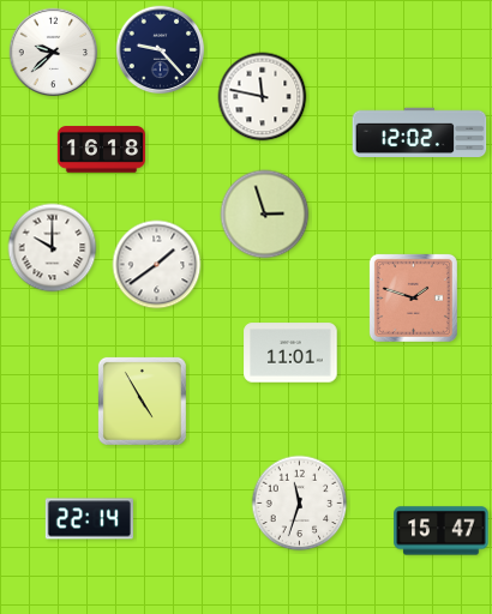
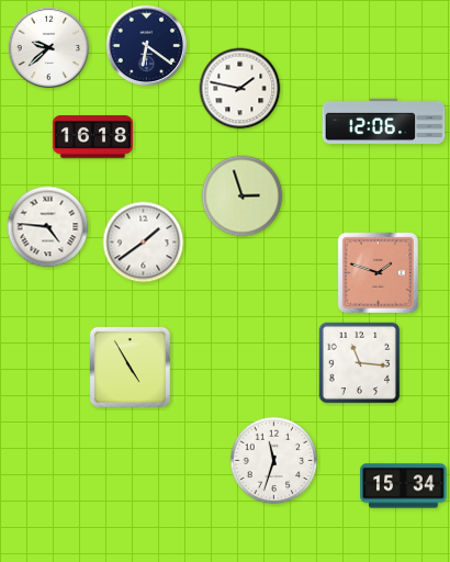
clock at (161, 50): 9:23 -> 6:21
clock at (263, 97): 11:47 -> 1:47
clock at (420, 133): 12:02 -> 12:06
clock at (53, 248): 10:00 -> 4:46
clock at (290, 353): 11:01 -> none
clock at (360, 363): none -> 11:16
clock at (89, 519): 22:14 -> none
clock at (442, 531): 15:47 -> 15:34
